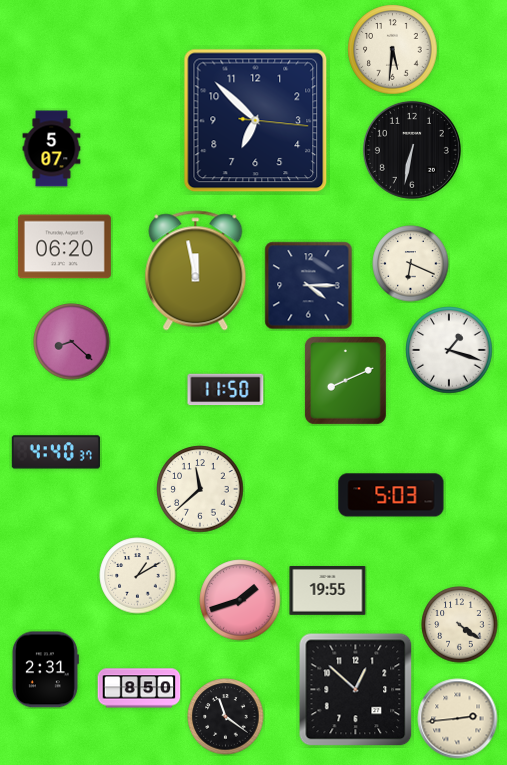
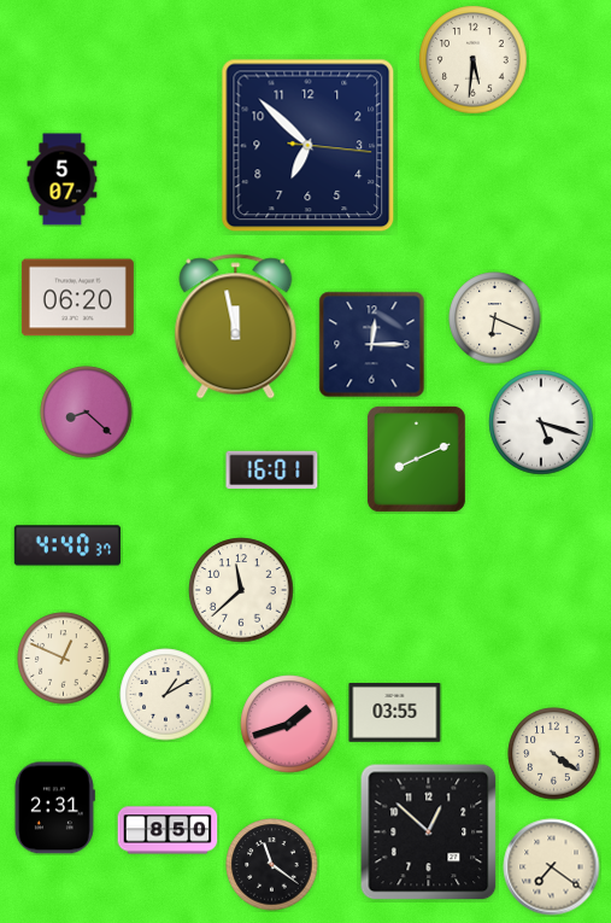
clock at (412, 150): 6:32 -> none
clock at (309, 286): 4:15 -> 12:15
clock at (449, 350): 1:18 -> 5:18
clock at (226, 390): 11:50 -> 16:01
clock at (391, 495): 5:03 -> none
clock at (64, 659): none -> 12:49
clock at (328, 591): 19:55 -> 03:55
clock at (458, 719): 2:44 -> 7:21
